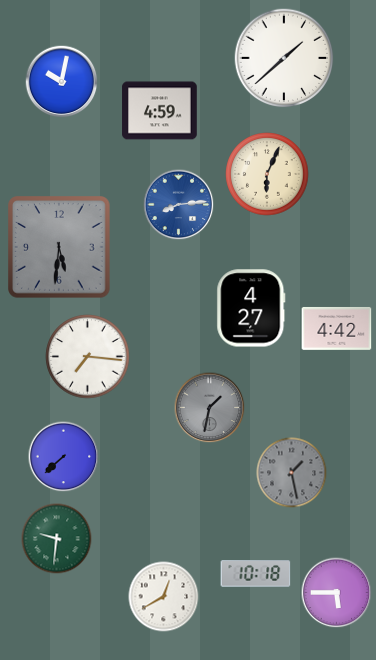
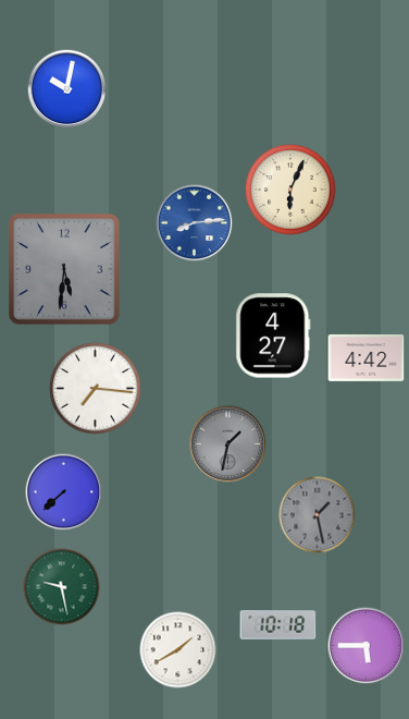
clock at (284, 58): 1:38 -> none
clock at (160, 111): 4:59 -> none
clock at (64, 457) position: (64, 457) -> (64, 492)
clock at (57, 539): 9:31 -> 9:28
clock at (164, 597): 12:40 -> 1:40
